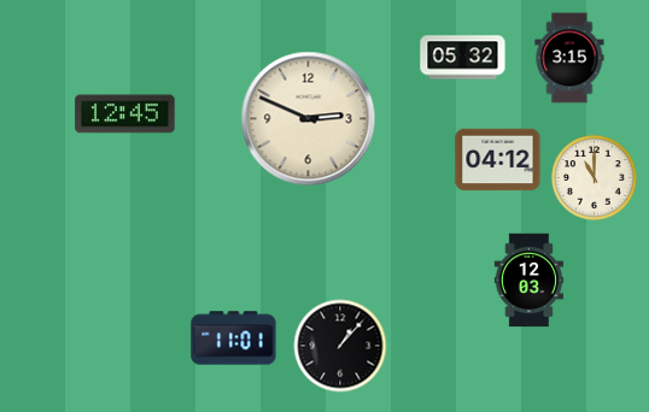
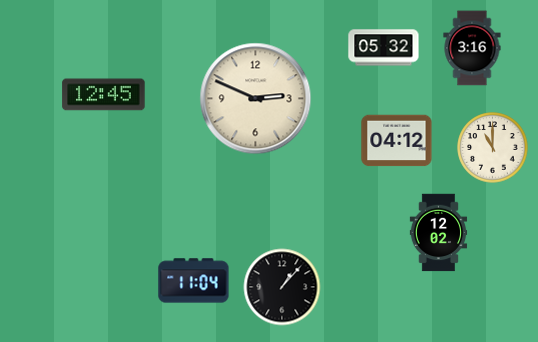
clock at (569, 58): 3:15 -> 3:16
clock at (498, 160) position: (498, 160) -> (397, 141)
clock at (530, 281): 12:03 -> 12:02
clock at (234, 339): 11:01 -> 11:04
